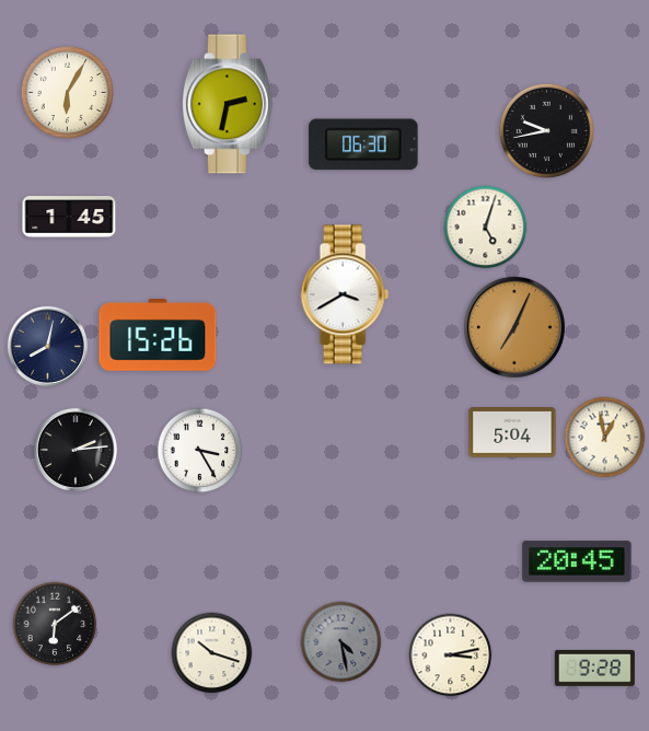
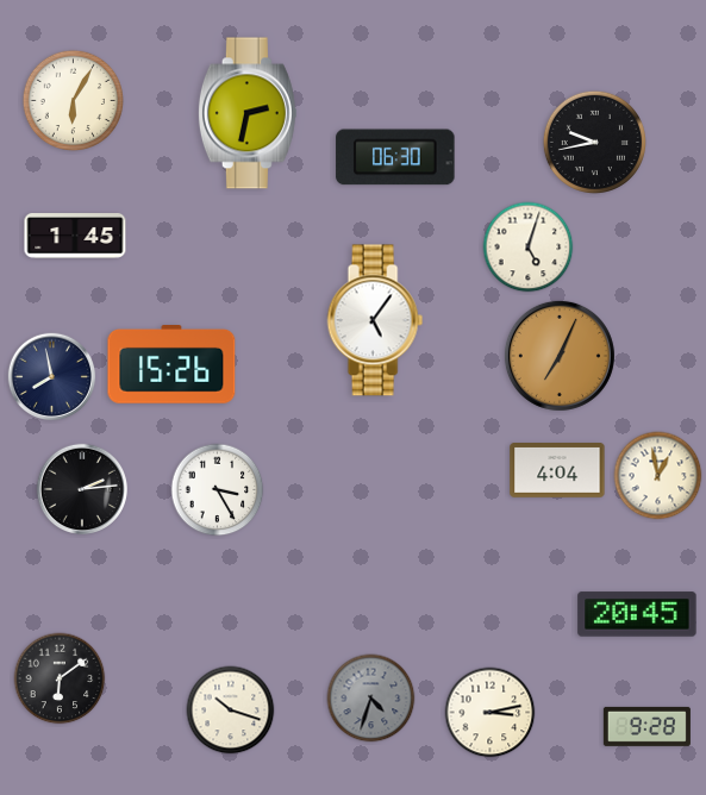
clock at (345, 294): 3:40 -> 5:06
clock at (48, 347): 8:02 -> 7:58
clock at (512, 433): 5:04 -> 4:04
clock at (577, 561) position: (577, 561) -> (637, 614)
clock at (341, 642): 4:28 -> 4:33
